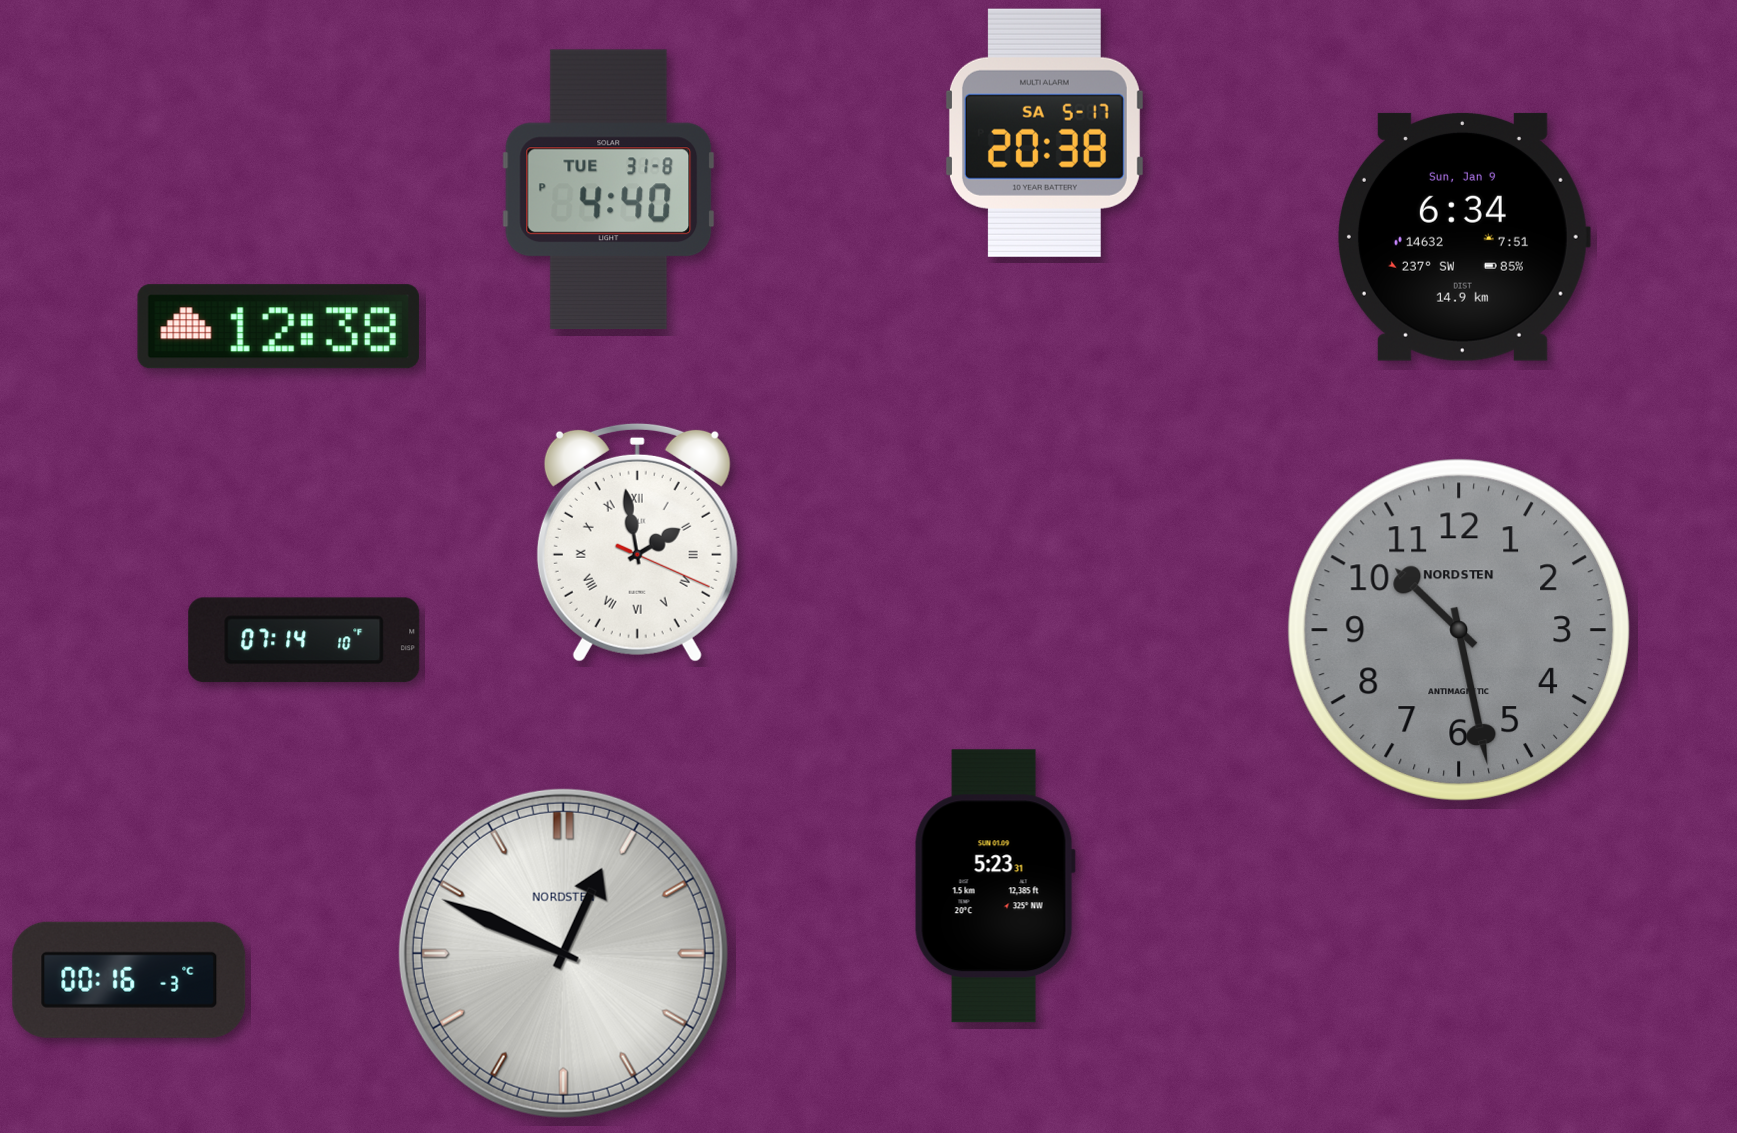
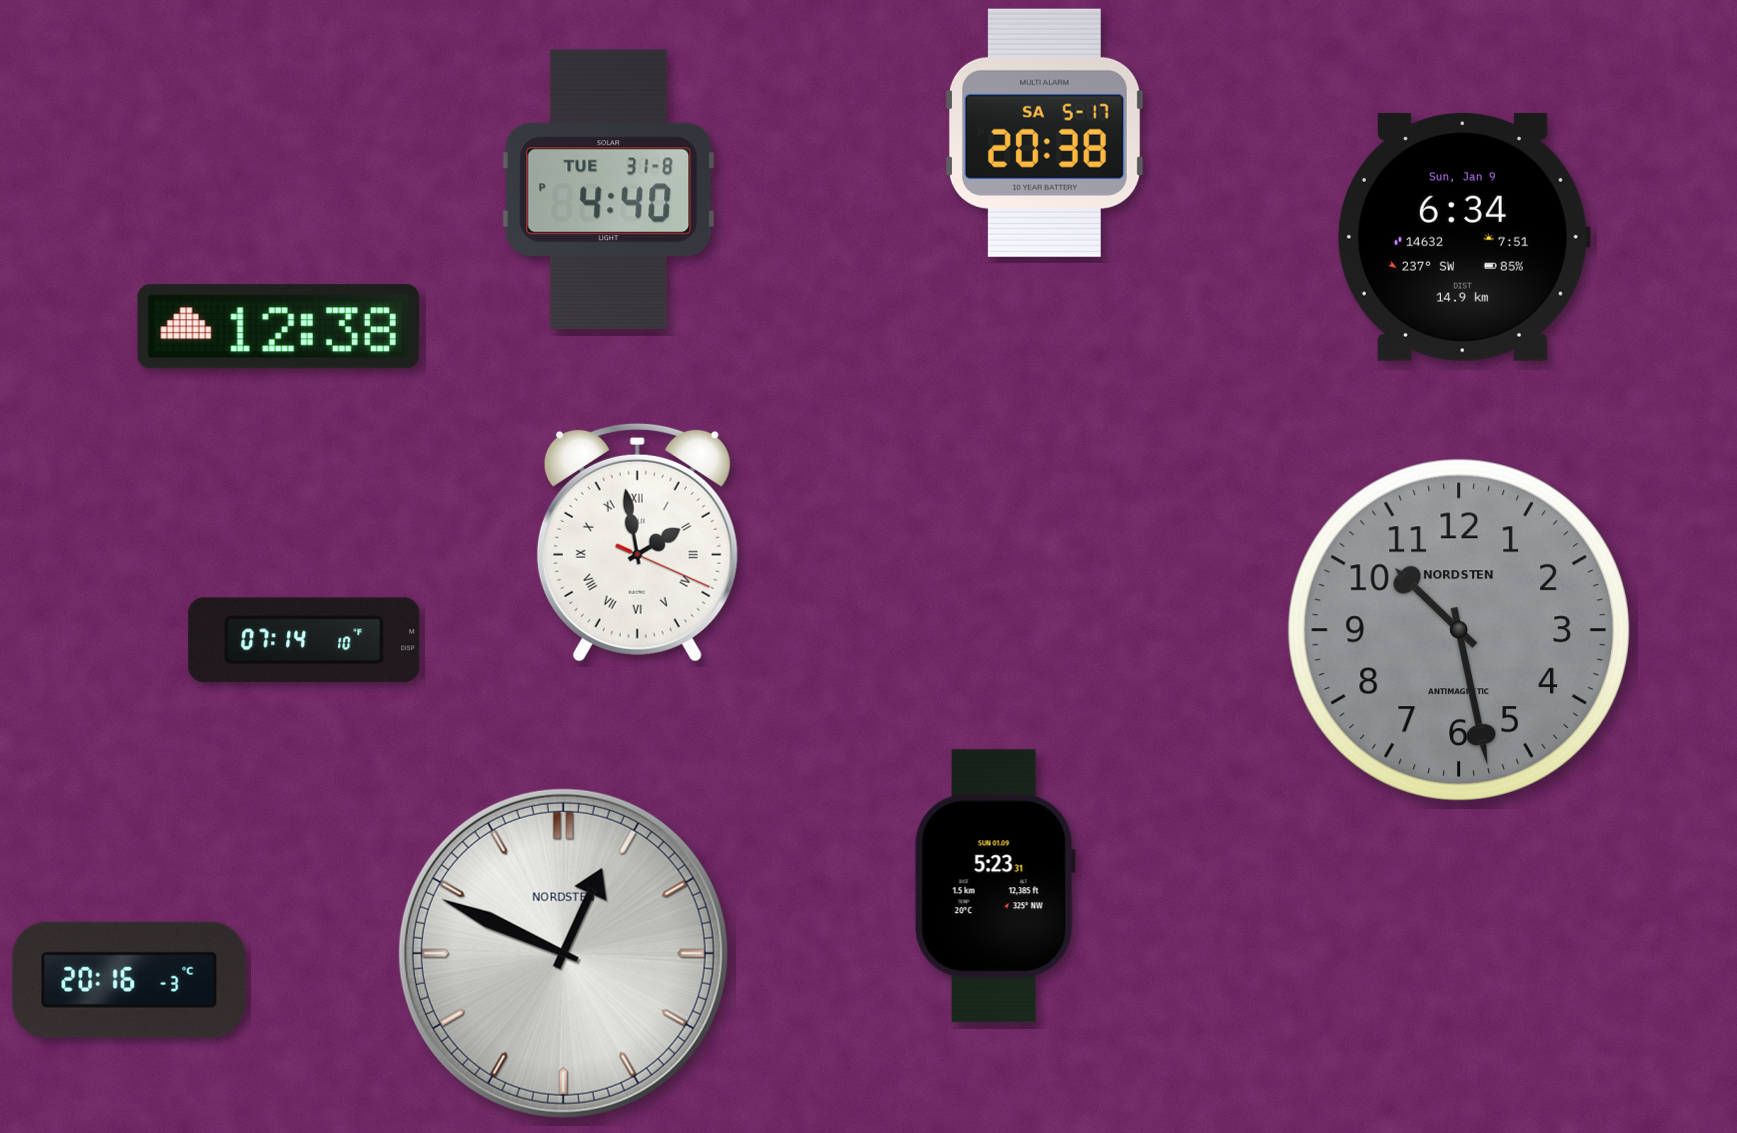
clock at (129, 980): 00:16 -> 20:16
